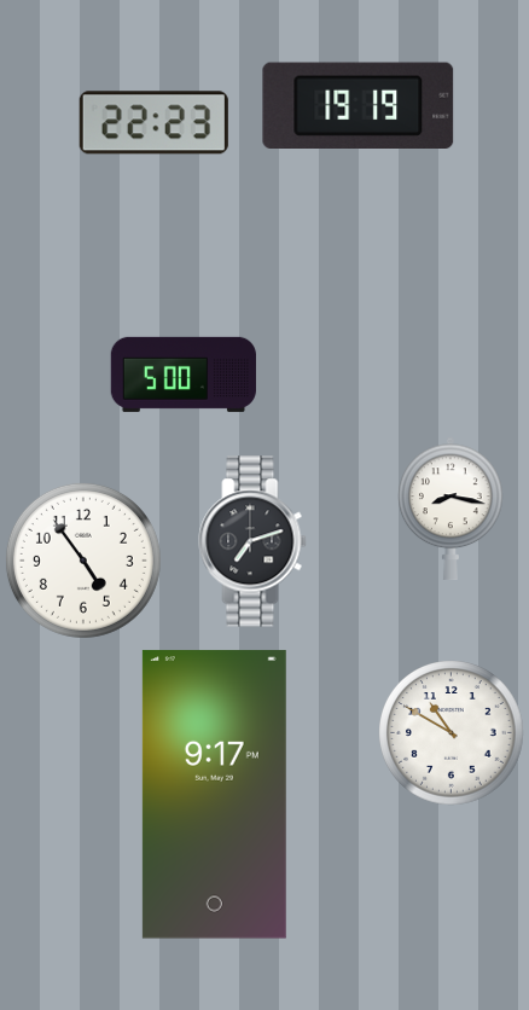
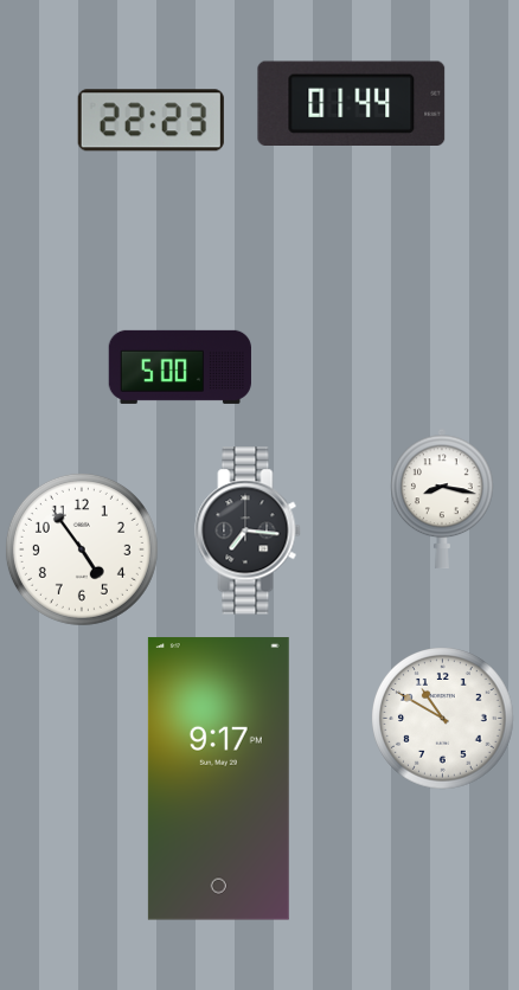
clock at (359, 105): 19:19 -> 01:44
clock at (252, 541): 7:12 -> 7:16
clock at (214, 795) position: (214, 795) -> (218, 779)
